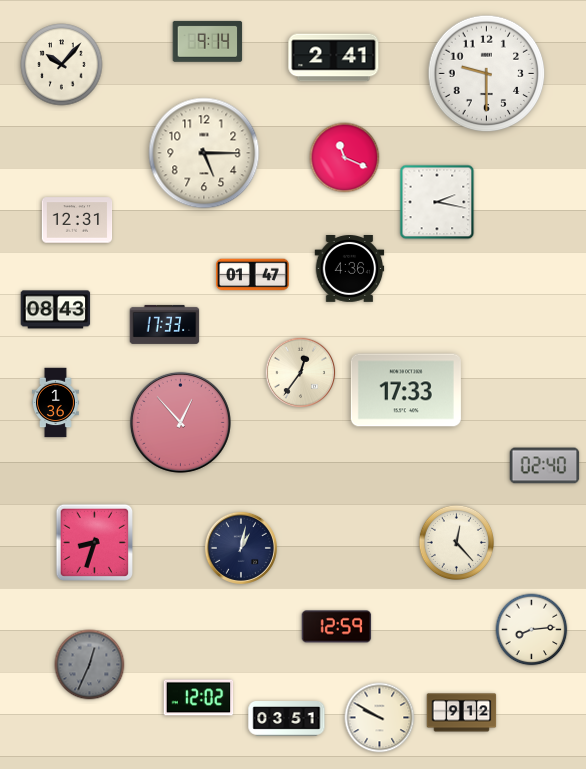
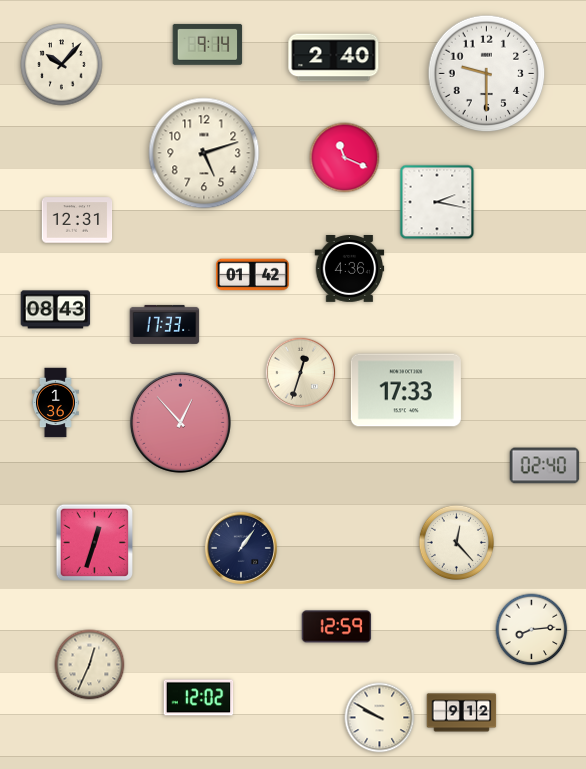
clock at (208, 41) position: (208, 41) -> (208, 44)
clock at (334, 58): 2:41 -> 2:40
clock at (204, 153): 5:15 -> 5:12
clock at (253, 275): 01:47 -> 01:42
clock at (301, 373): 12:36 -> 12:33
clock at (95, 543): 8:33 -> 12:33
clock at (241, 548): 1:02 -> 1:06
clock at (90, 665) dial: grey -> cream
clock at (287, 719): 03:51 -> none
